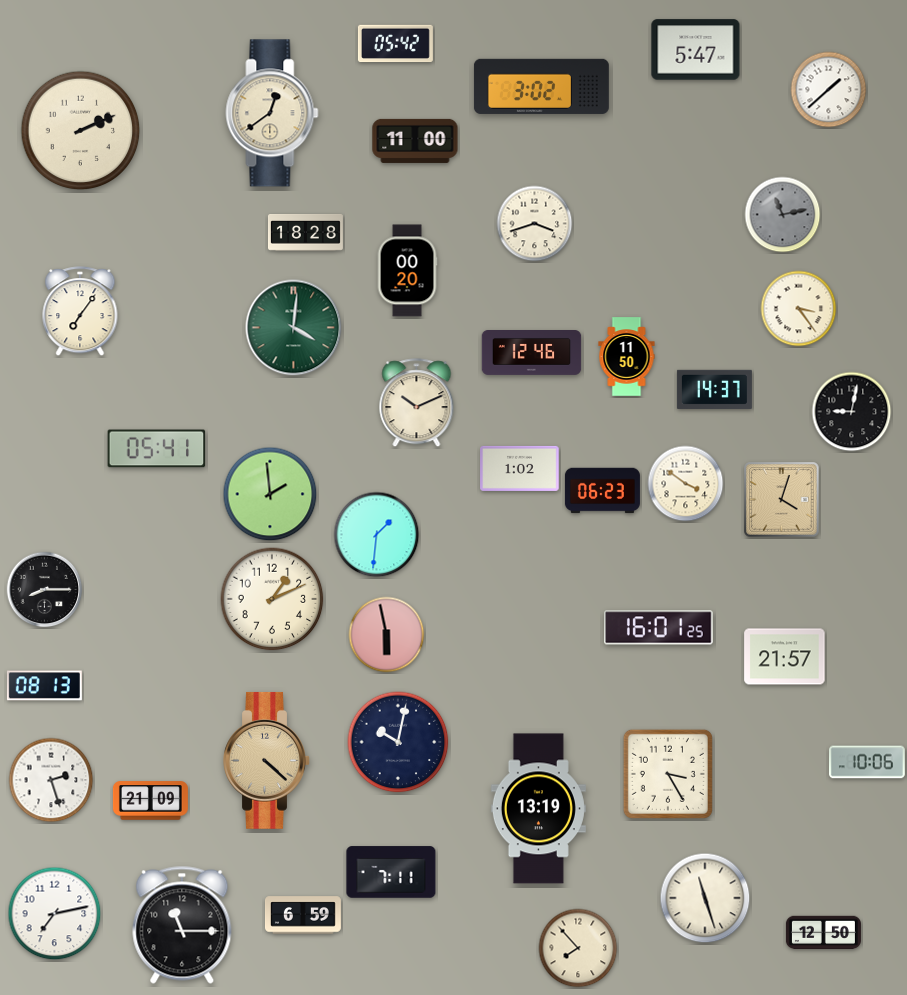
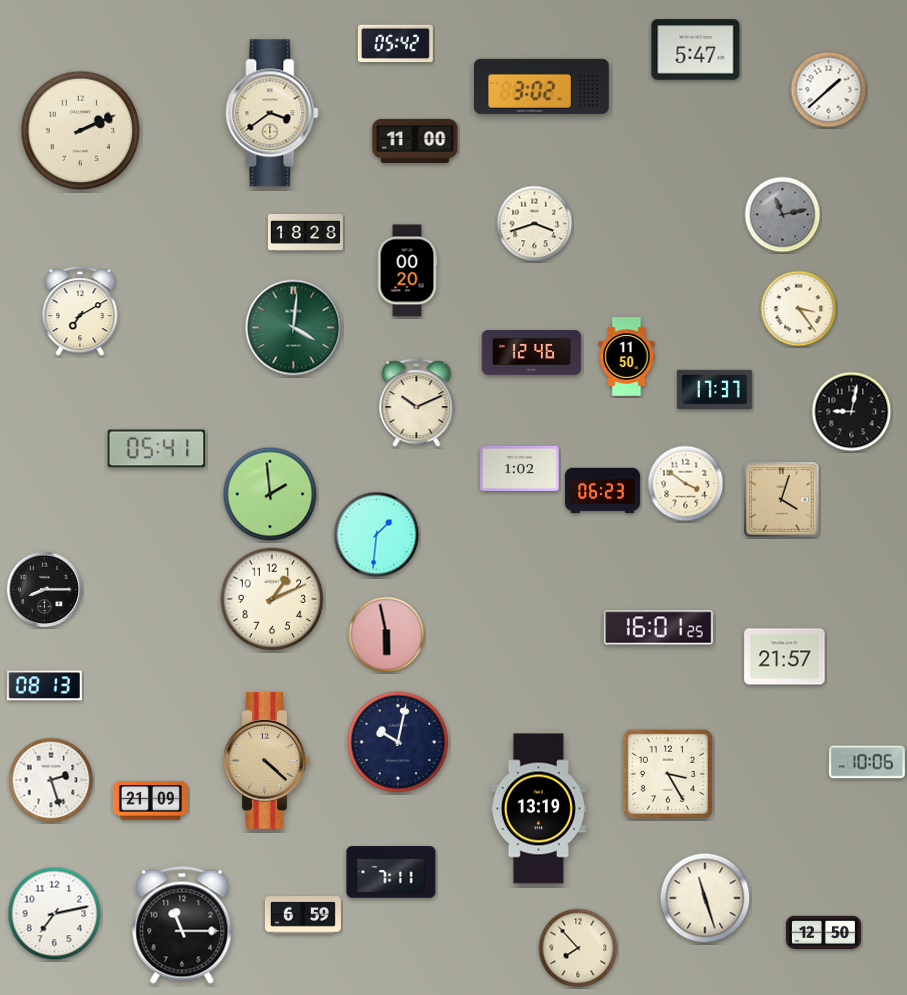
clock at (272, 113): 12:39 -> 3:39
clock at (80, 312): 7:06 -> 7:10
clock at (714, 389): 14:37 -> 17:37
